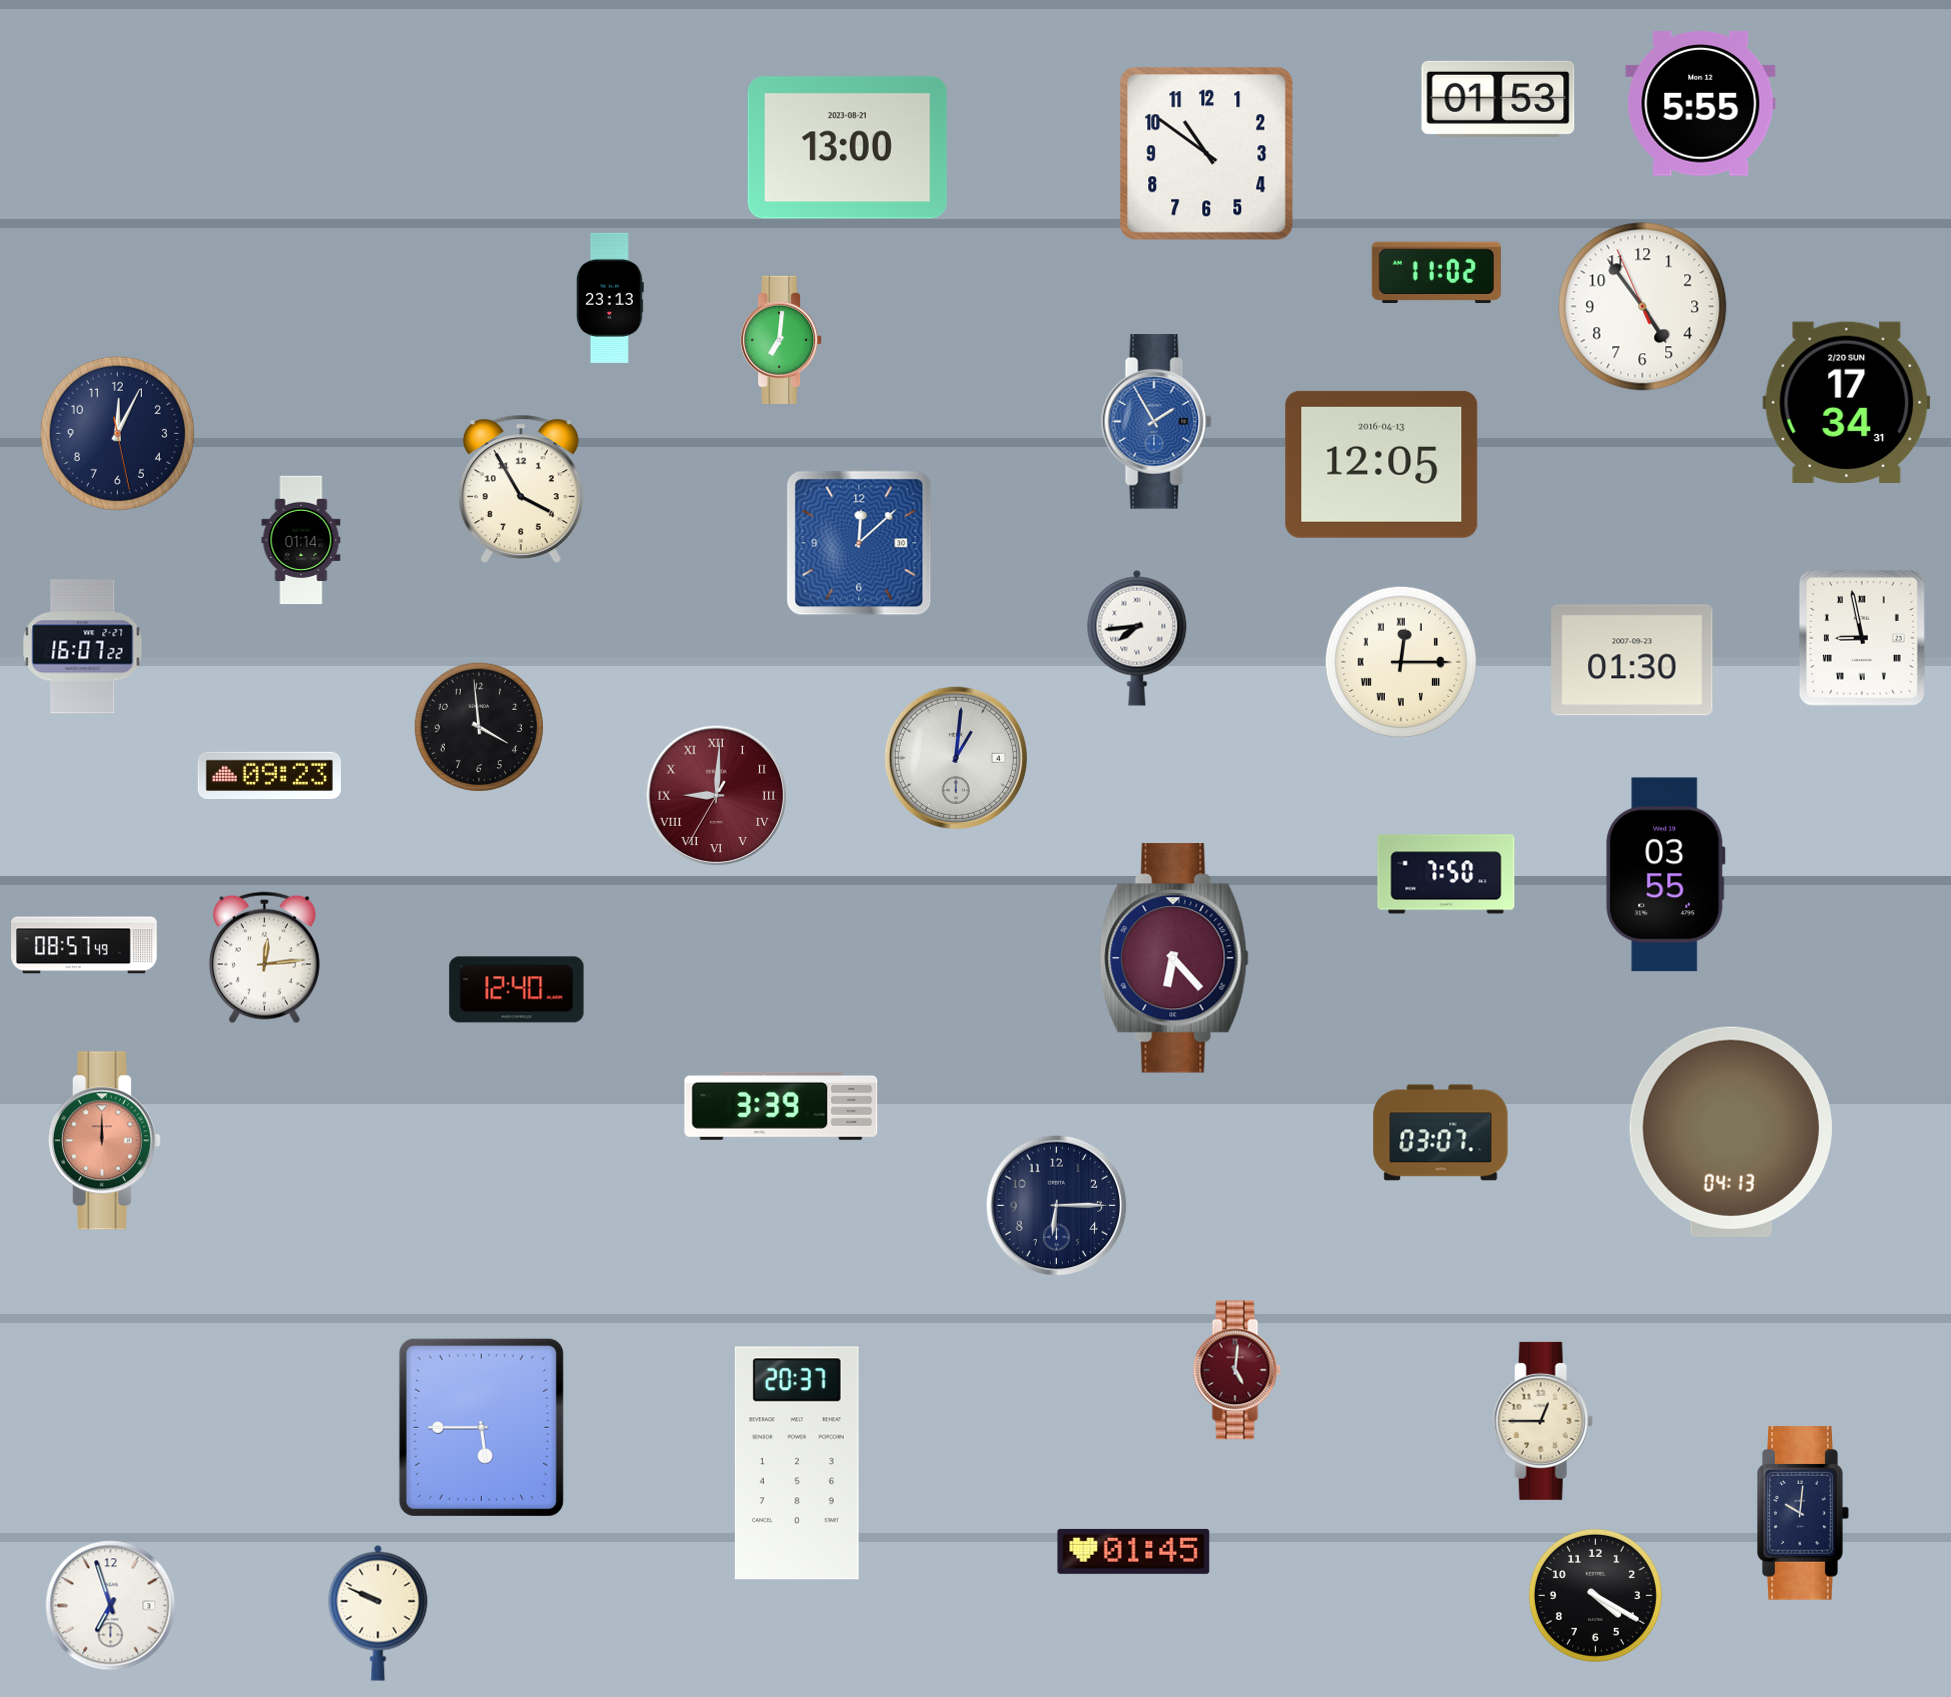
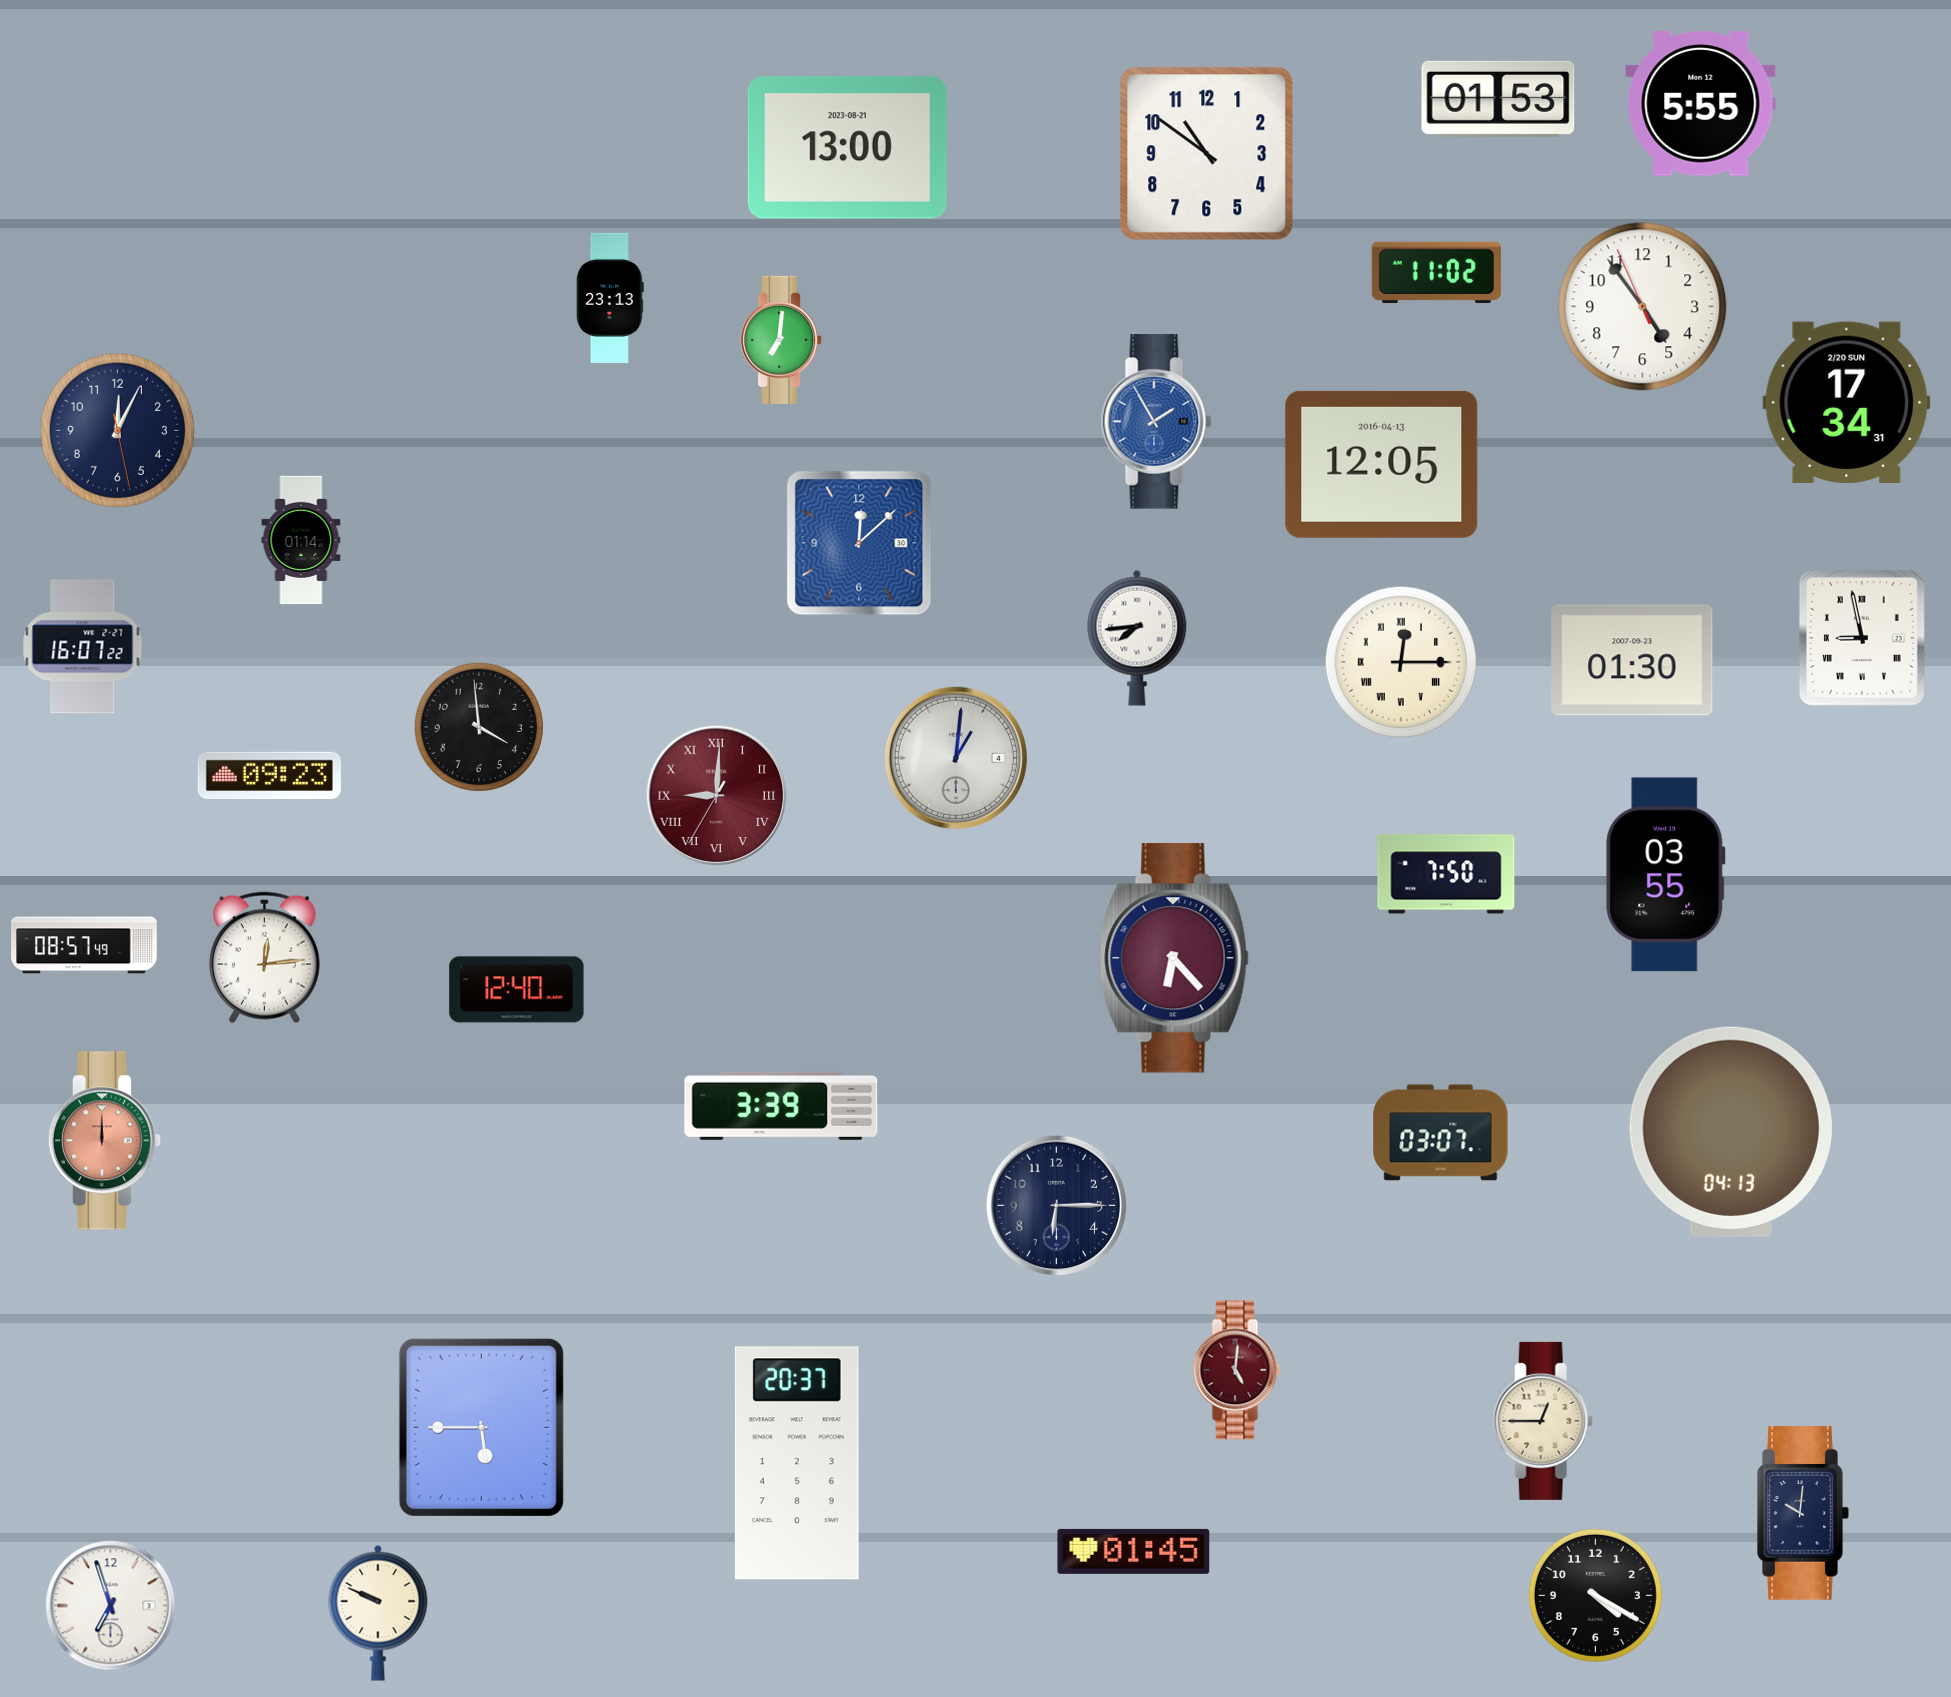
clock at (117, 433) position: (117, 433) -> (117, 430)
clock at (521, 489): 3:55 -> none
